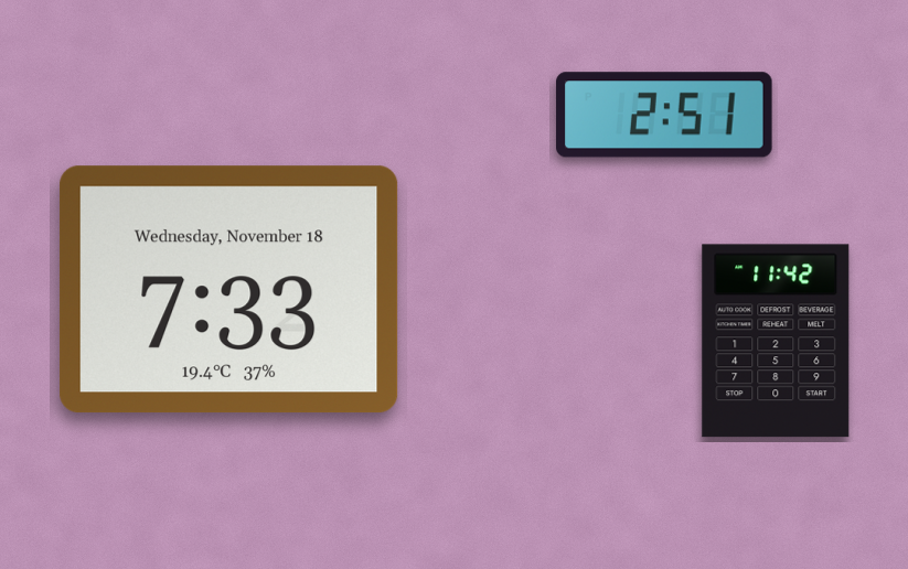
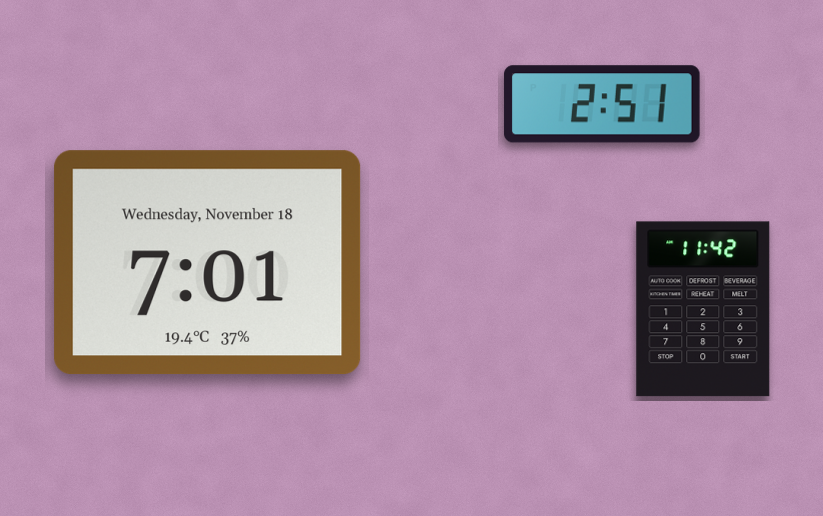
clock at (229, 290): 7:33 -> 7:01
